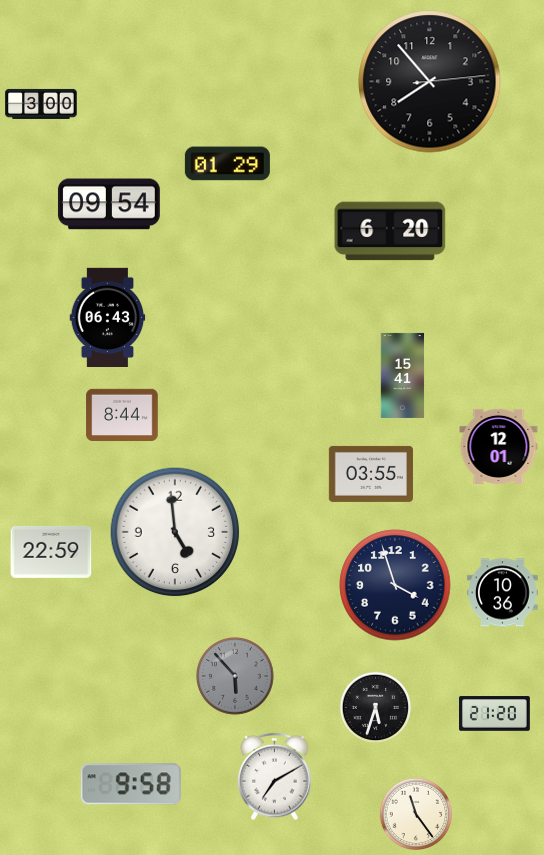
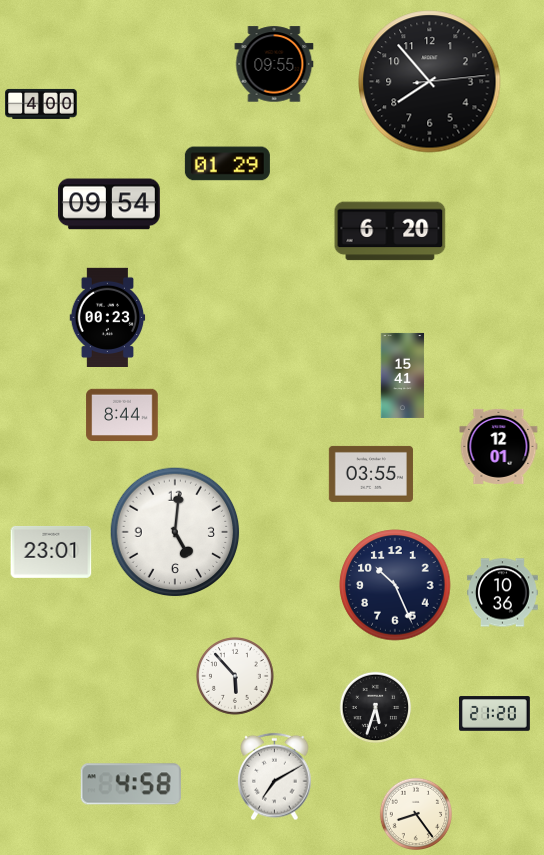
clock at (274, 64): none -> 09:55
clock at (41, 104): 3:00 -> 4:00
clock at (108, 317): 06:43 -> 00:23
clock at (175, 532): 4:59 -> 5:01
clock at (51, 552): 22:59 -> 23:01
clock at (395, 585): 3:57 -> 10:26
clock at (236, 677) dial: grey -> white
clock at (131, 784): 9:58 -> 4:58
clock at (416, 814): 11:24 -> 8:24
